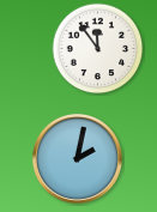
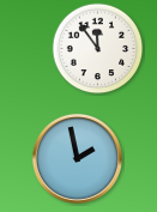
clock at (77, 158): 2:02 -> 1:58
